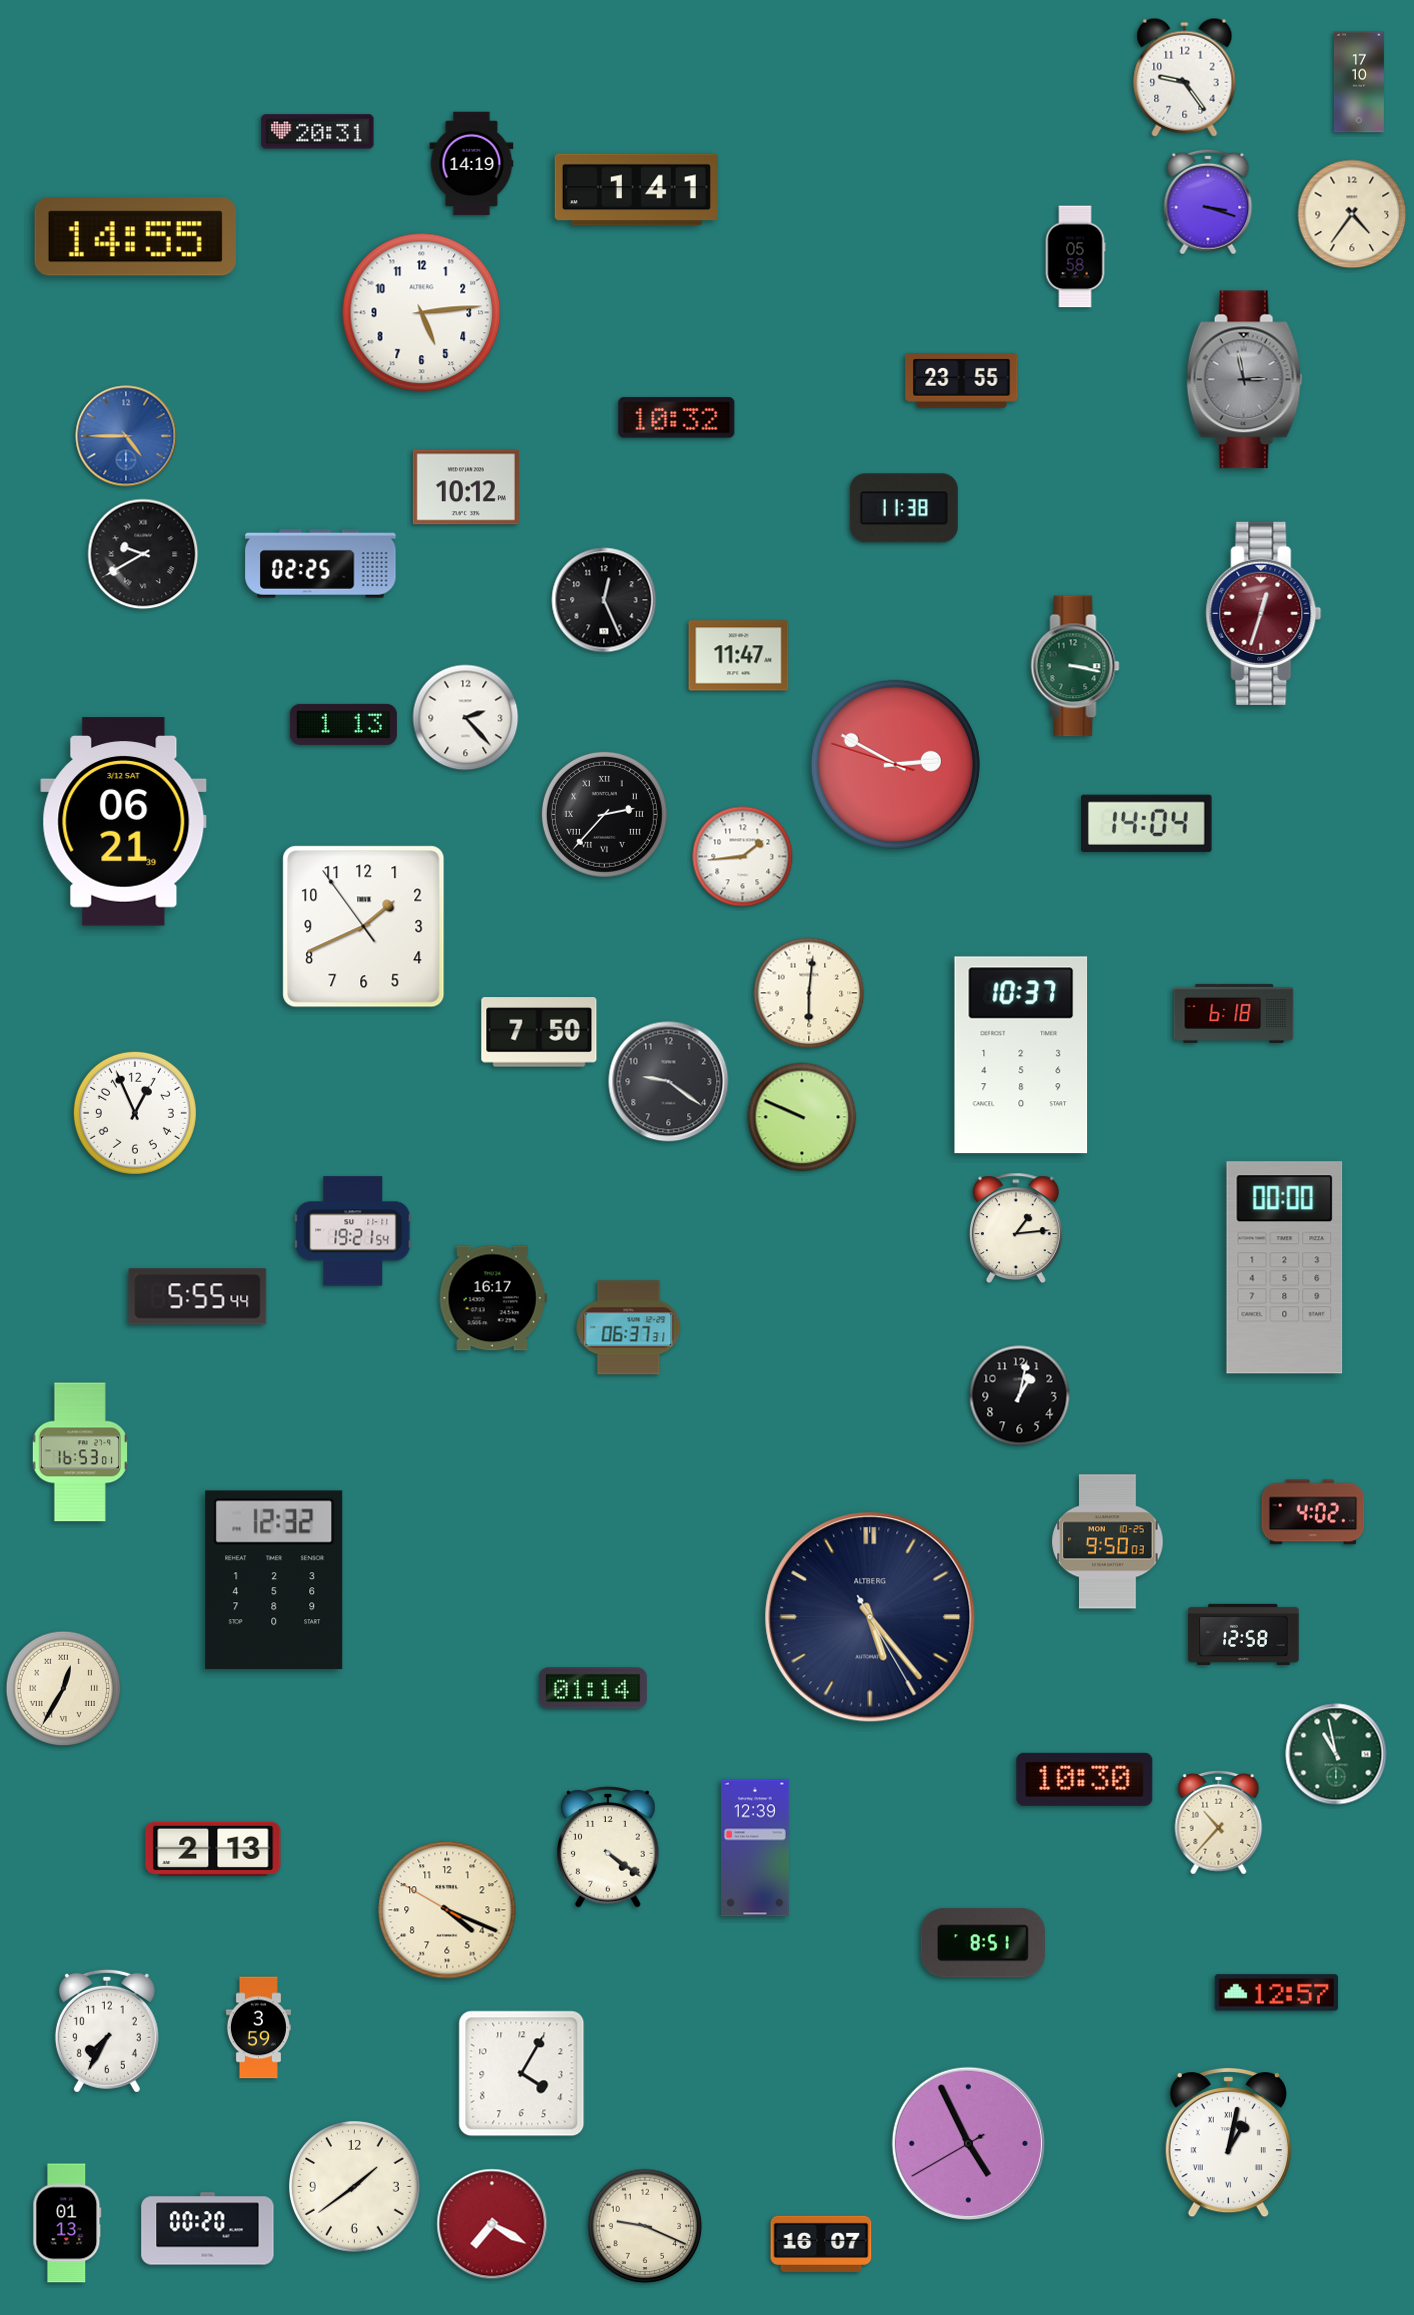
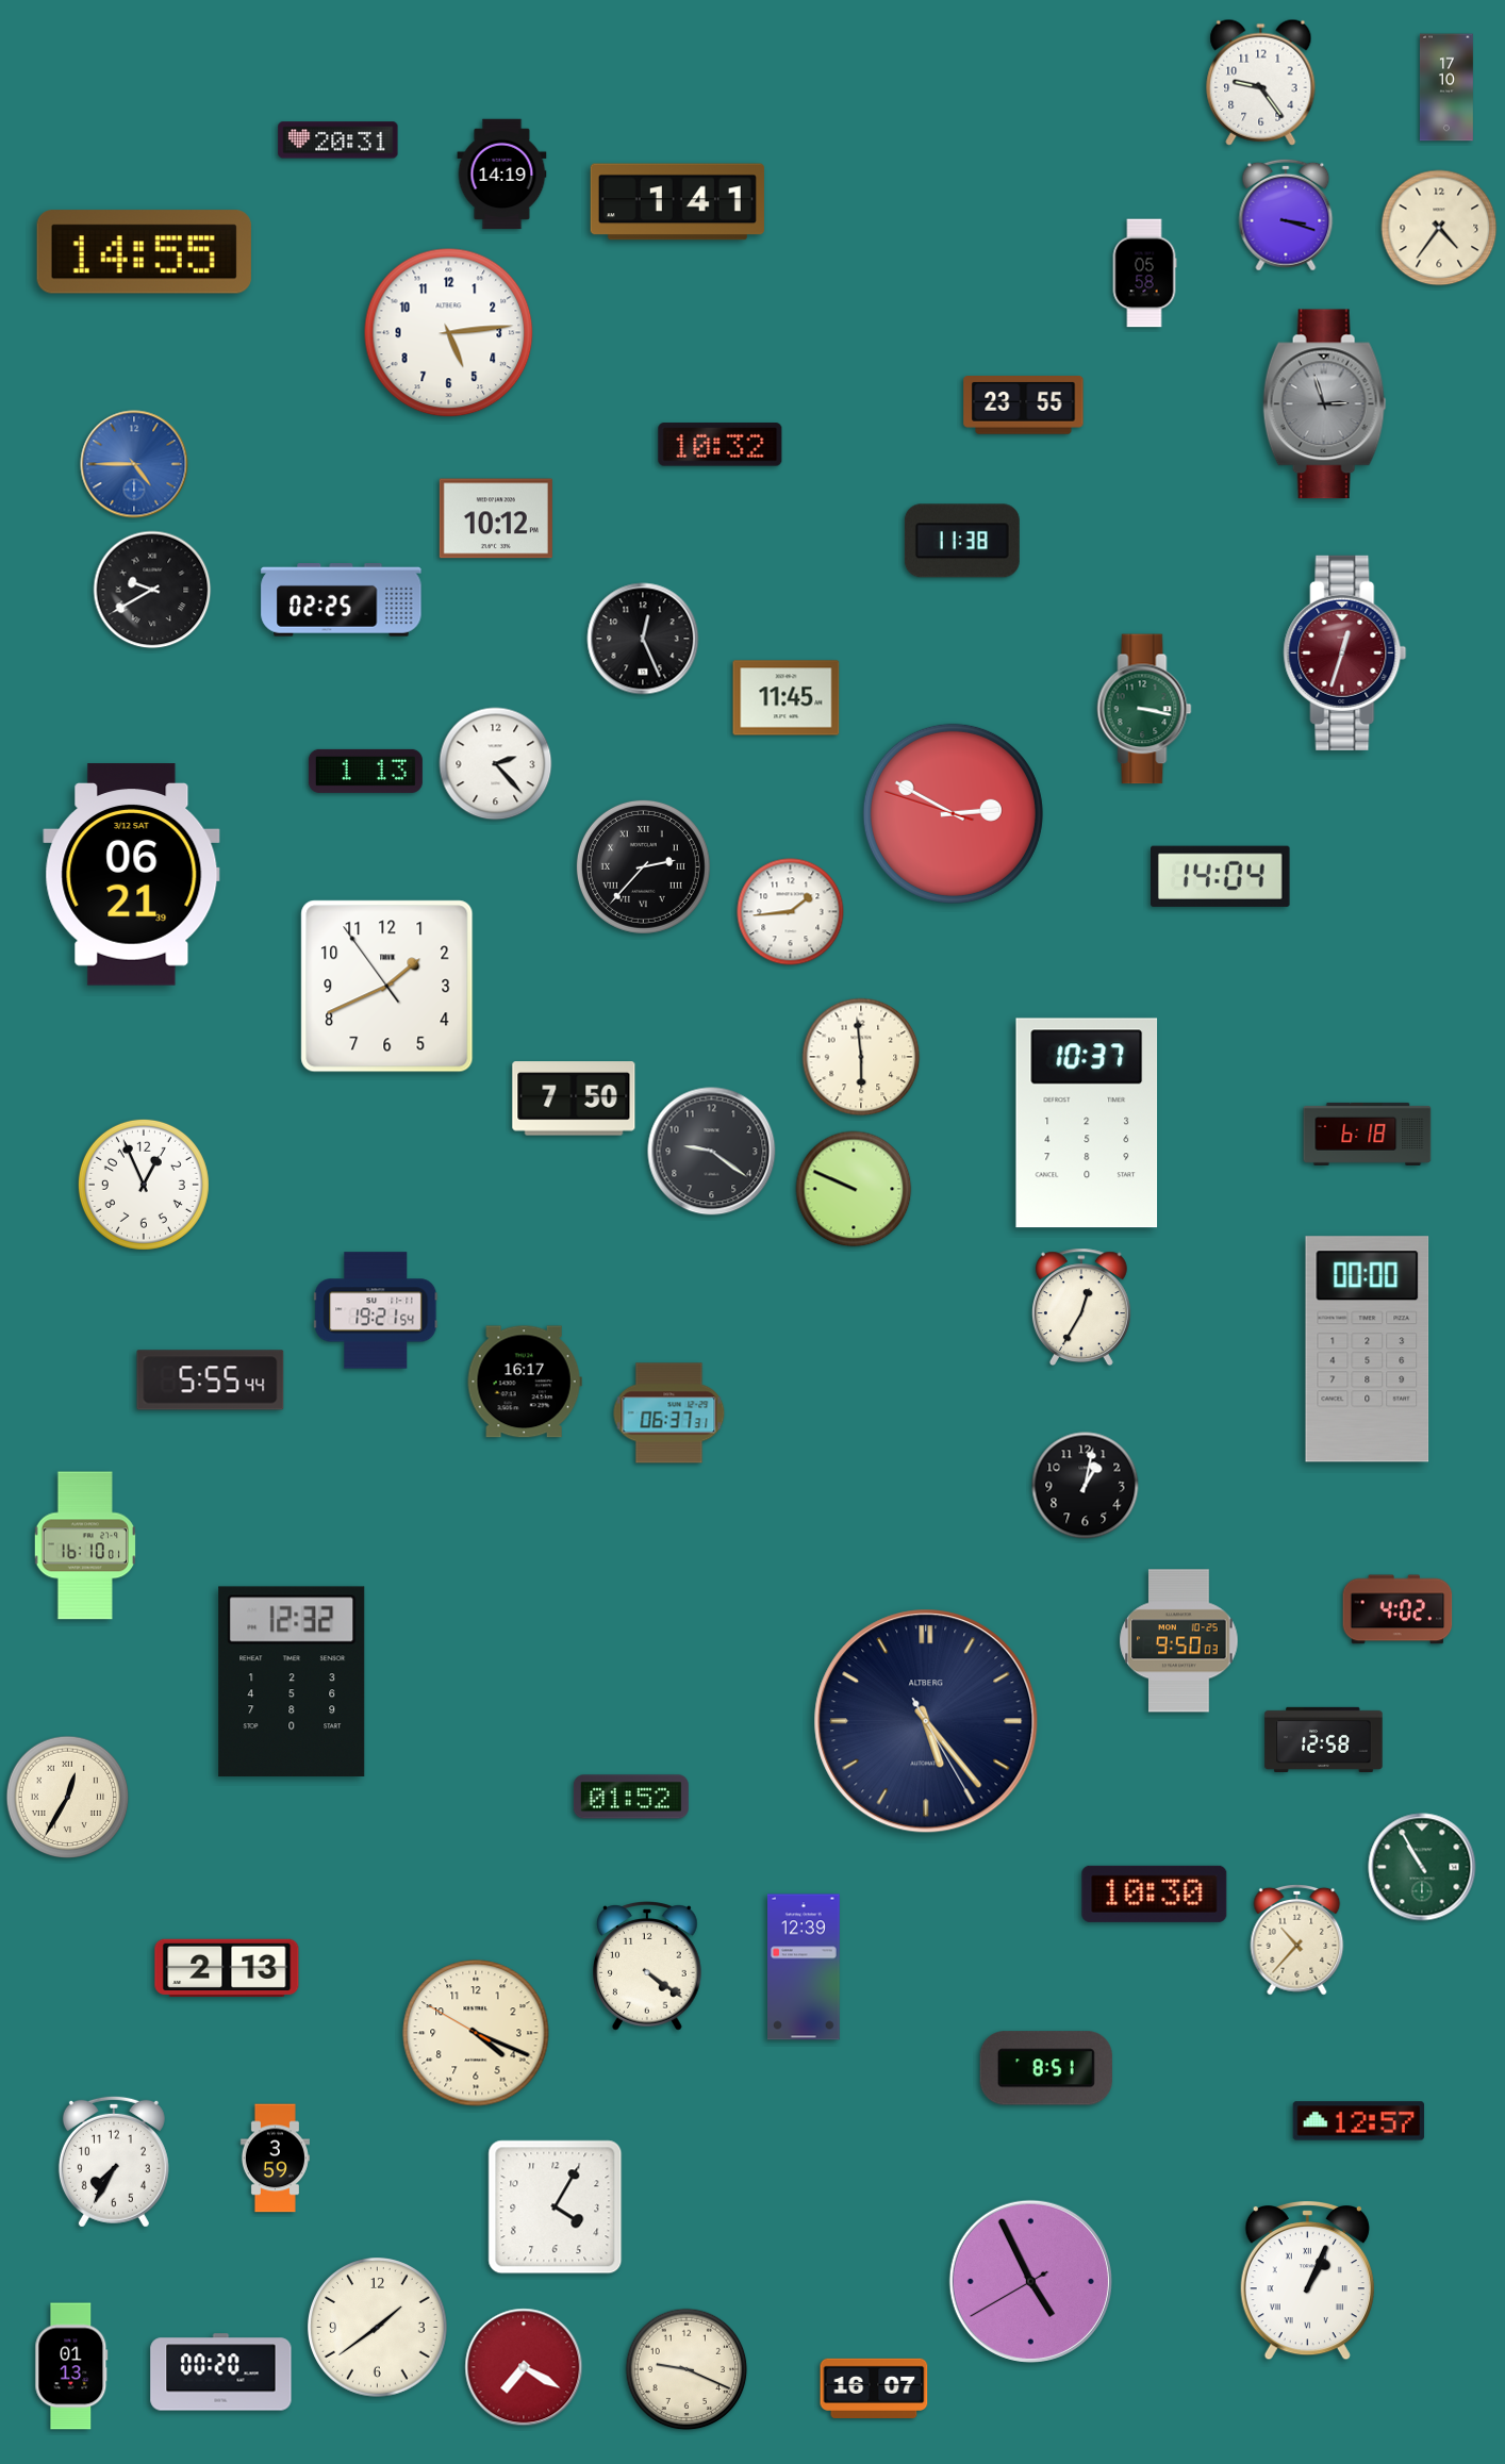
clock at (1244, 380): 2:58 -> 2:57
clock at (739, 656): 11:47 -> 11:45
clock at (809, 993): 6:01 -> 5:59
clock at (1234, 1013) position: (1234, 1013) -> (1368, 1134)
clock at (1016, 1228): 1:14 -> 12:35
clock at (80, 1452): 16:53 -> 16:10
clock at (593, 1688): 01:14 -> 01:52
clock at (1336, 1754): 10:58 -> 10:55
clock at (1228, 2142): 1:02 -> 1:04
